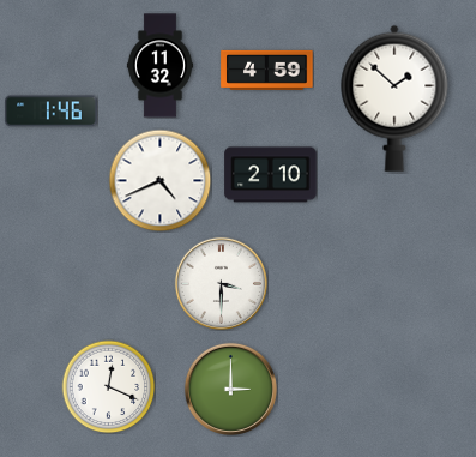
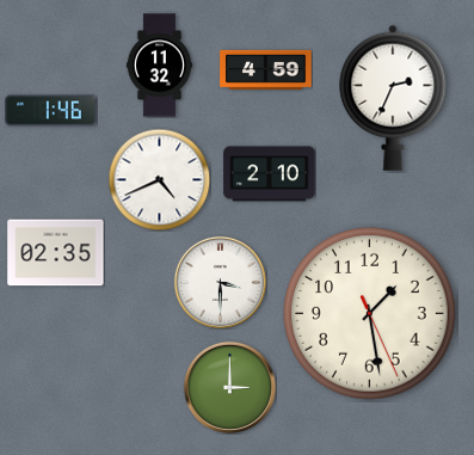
clock at (394, 98): 1:52 -> 2:34
clock at (56, 253): none -> 02:35
clock at (370, 314): none -> 1:28
clock at (108, 386): 12:19 -> none
